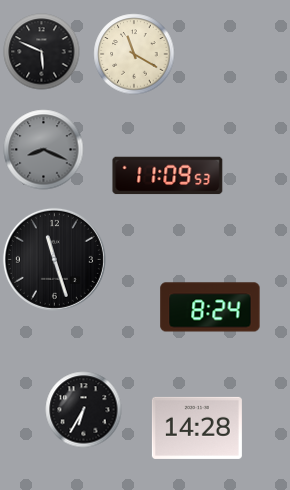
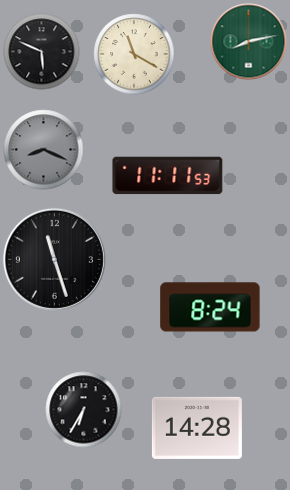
clock at (249, 42): none -> 8:13
clock at (168, 176): 11:09 -> 11:11
